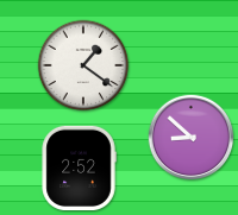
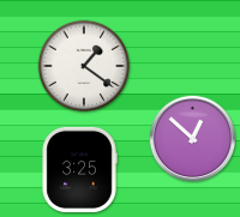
clock at (192, 138): 8:52 -> 12:52
clock at (79, 167): 2:52 -> 3:25
